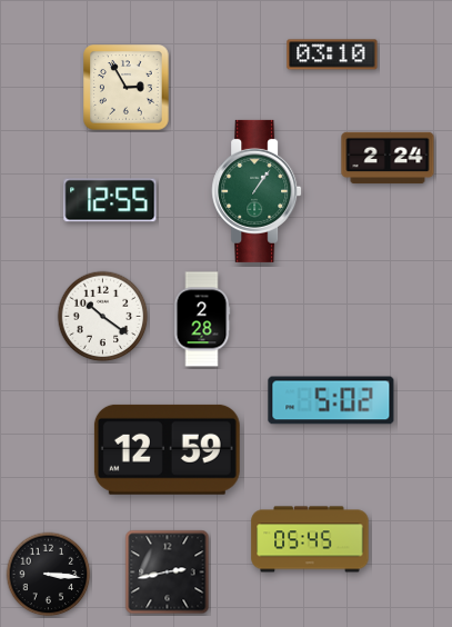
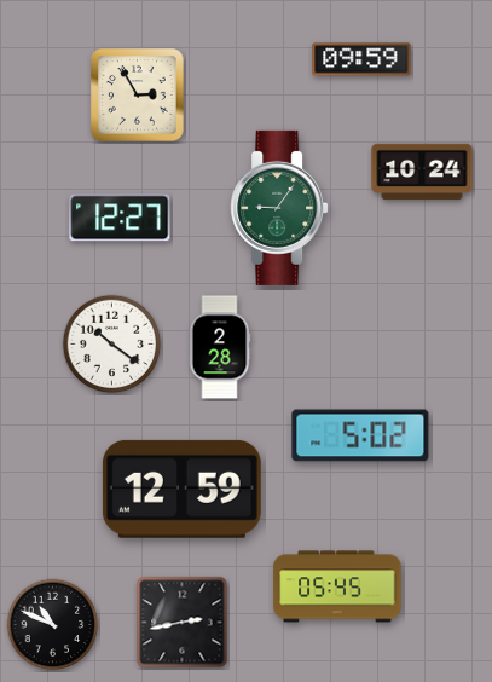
clock at (332, 54): 03:10 -> 09:59
clock at (388, 158): 2:24 -> 10:24
clock at (257, 191): 1:06 -> 9:06
clock at (110, 200): 12:55 -> 12:27
clock at (49, 575): 3:16 -> 10:49
